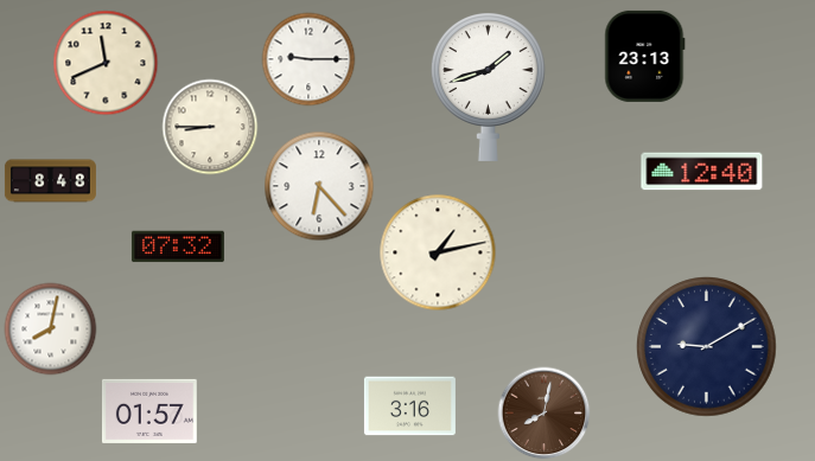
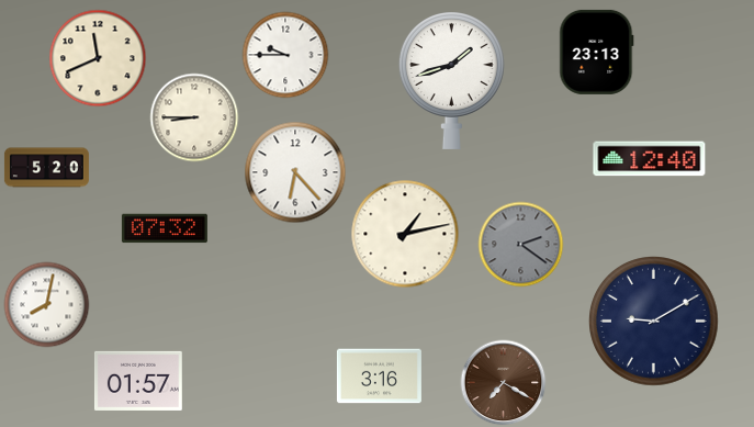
clock at (308, 59): 9:15 -> 9:45
clock at (50, 181): 8:48 -> 5:20
clock at (520, 244): none -> 2:21
clock at (543, 412): 8:02 -> 7:20
